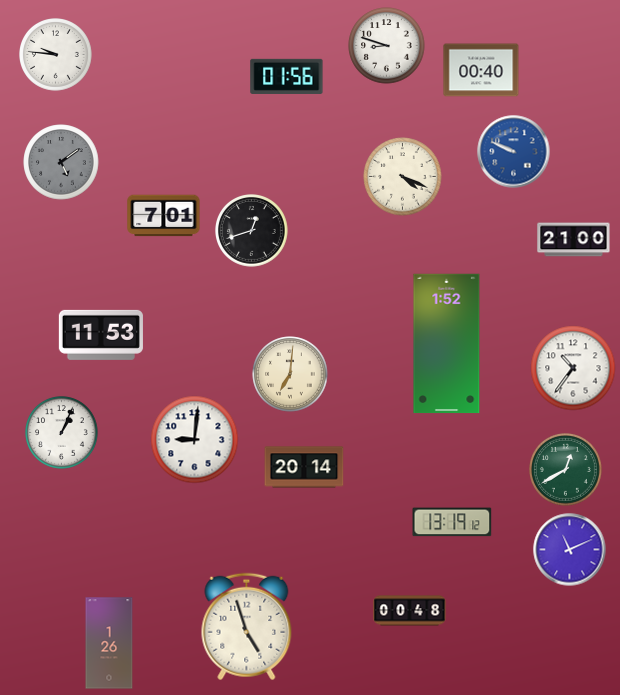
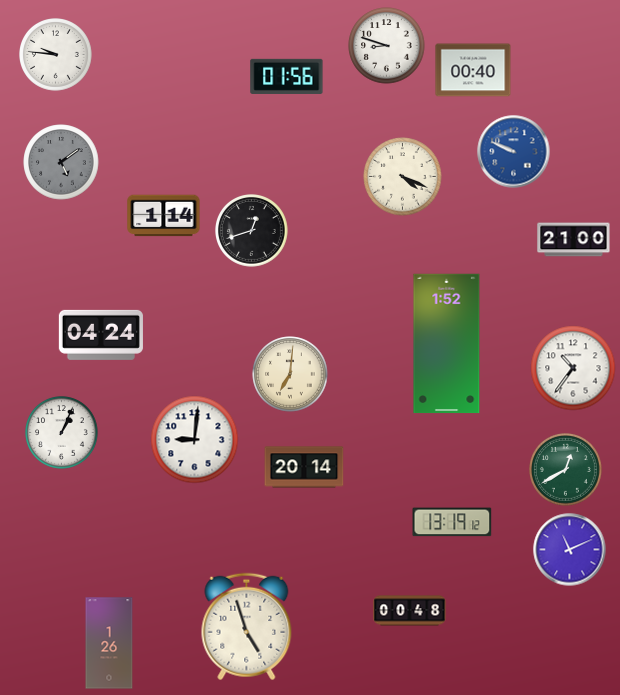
clock at (481, 70) position: (481, 70) -> (473, 70)
clock at (164, 216): 7:01 -> 1:14
clock at (101, 335): 11:53 -> 04:24
